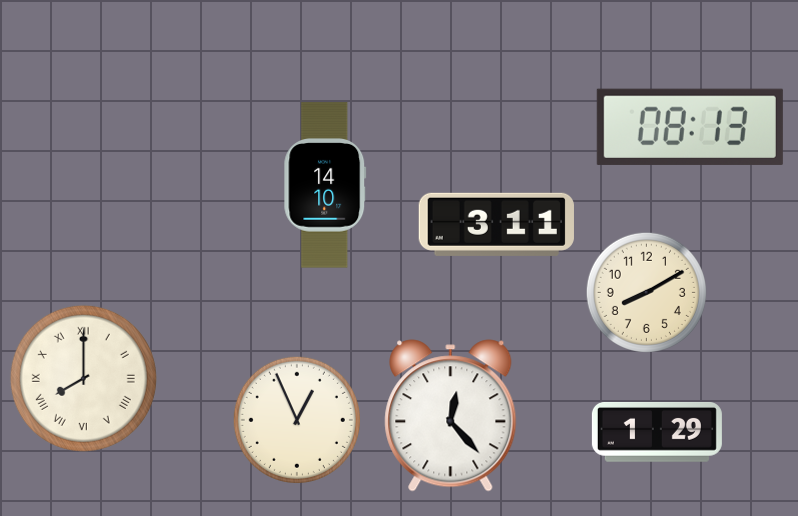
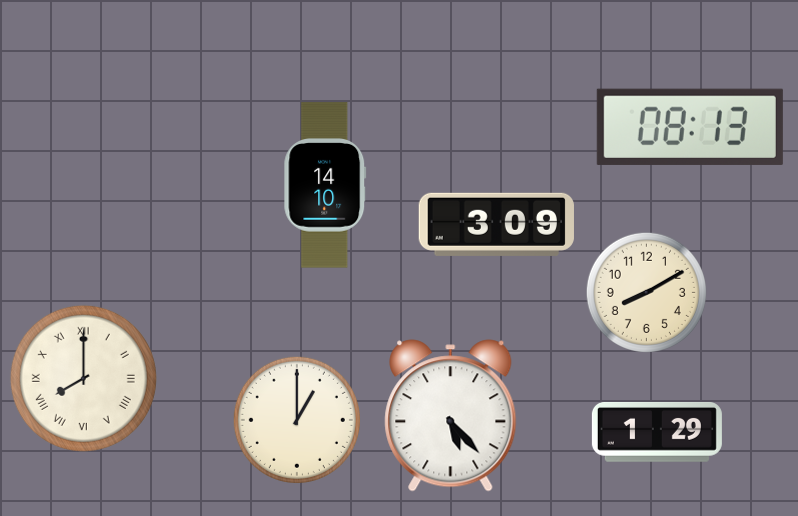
clock at (496, 224): 3:11 -> 3:09
clock at (451, 416): 12:23 -> 5:23
clock at (297, 420): 12:56 -> 1:00
